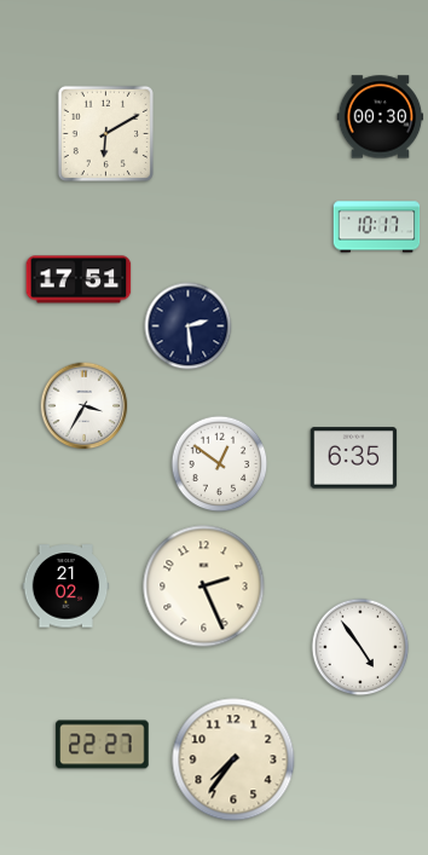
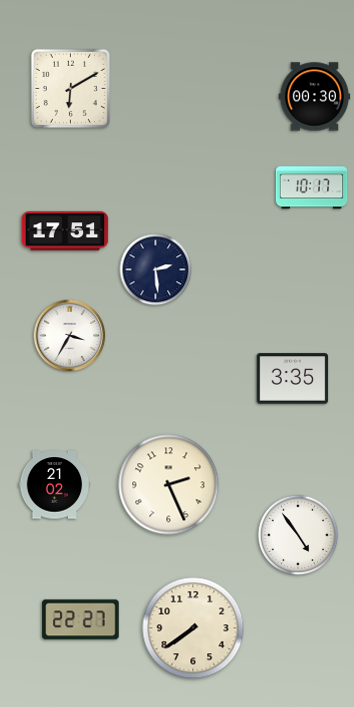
clock at (105, 133) position: (105, 133) -> (70, 88)
clock at (354, 458): 6:35 -> 3:35
clock at (220, 464): 12:51 -> none
clock at (103, 745) position: (103, 745) -> (81, 620)
clock at (233, 759): 7:36 -> 7:39
